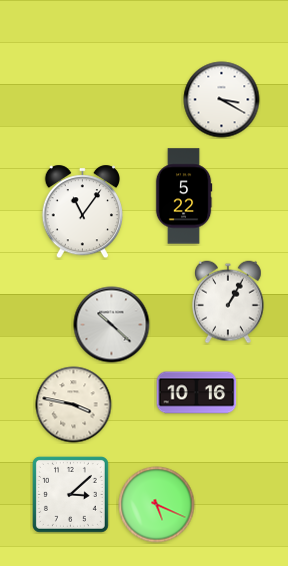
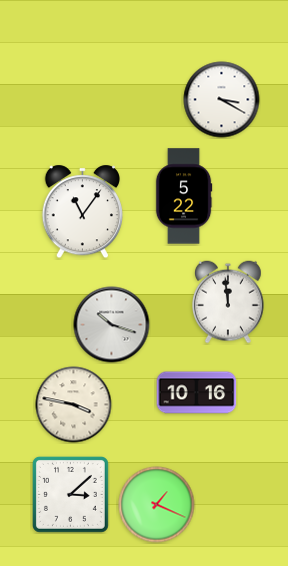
clock at (229, 302): 1:05 -> 11:59
clock at (112, 325): 10:22 -> 10:18
clock at (157, 505): 5:19 -> 1:19
